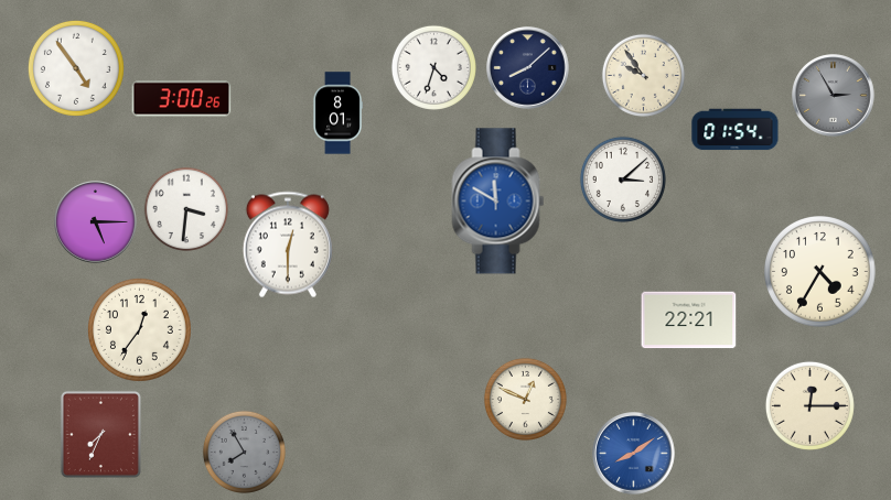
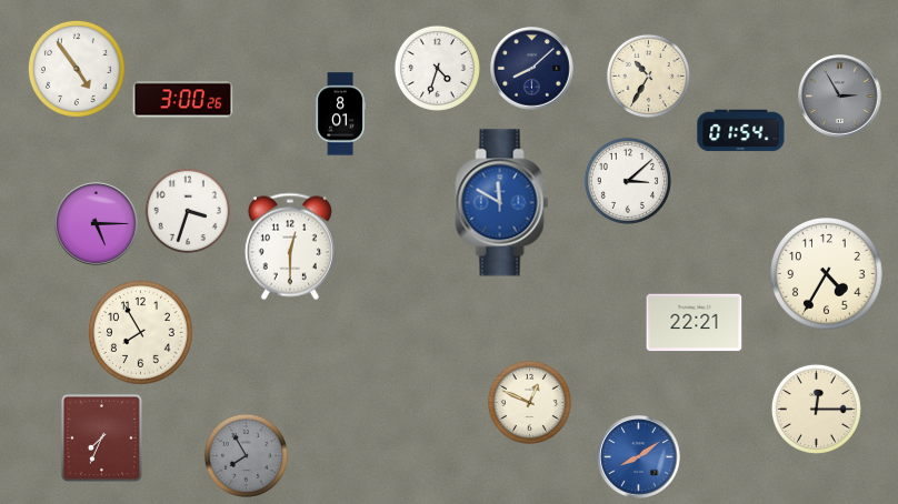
clock at (643, 75): 9:54 -> 10:35
clock at (186, 209): 3:31 -> 3:33
clock at (139, 329): 12:36 -> 7:55
